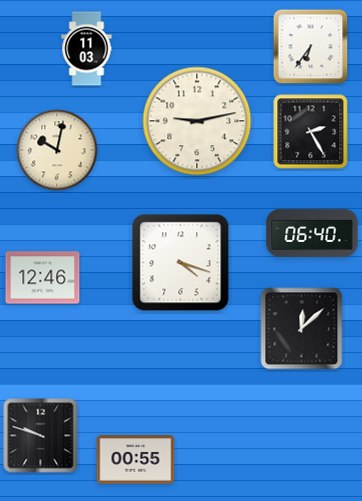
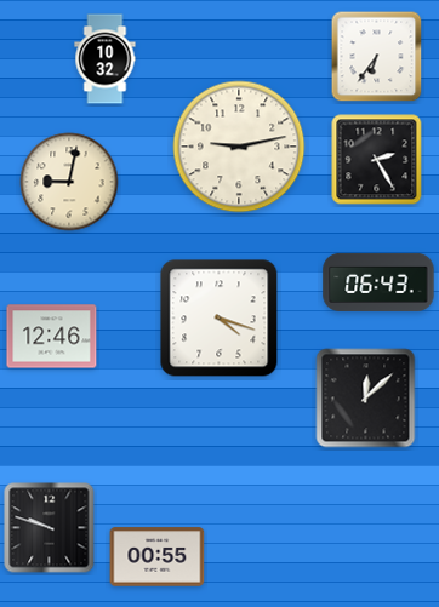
clock at (87, 49): 11:03 -> 10:32
clock at (57, 150): 10:02 -> 9:02
clock at (312, 233): 06:40 -> 06:43
clock at (136, 460) position: (136, 460) -> (158, 557)
